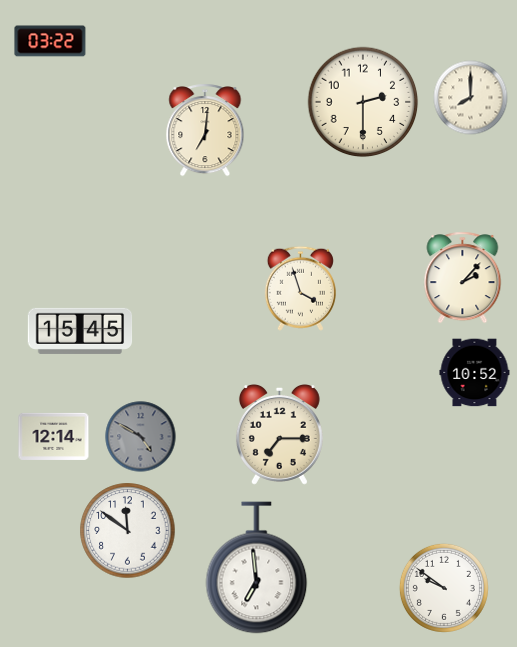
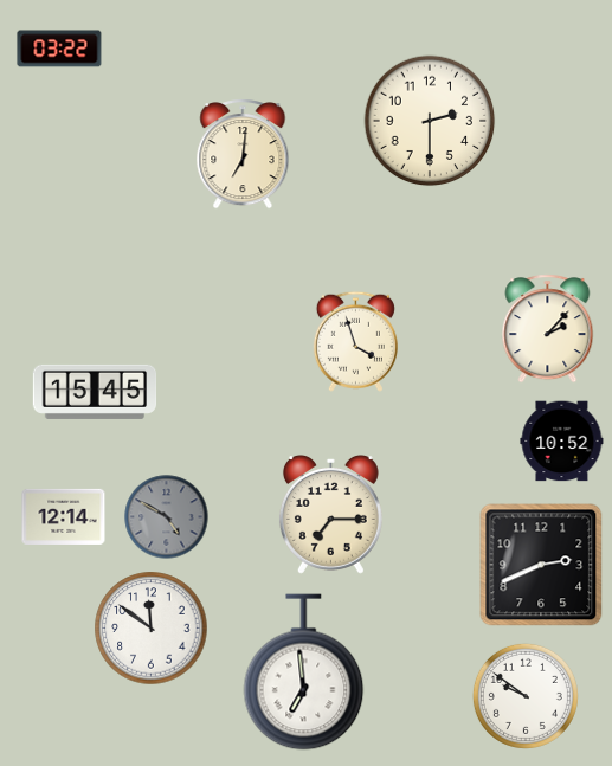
clock at (471, 98): 8:00 -> none
clock at (541, 565): none -> 2:41
